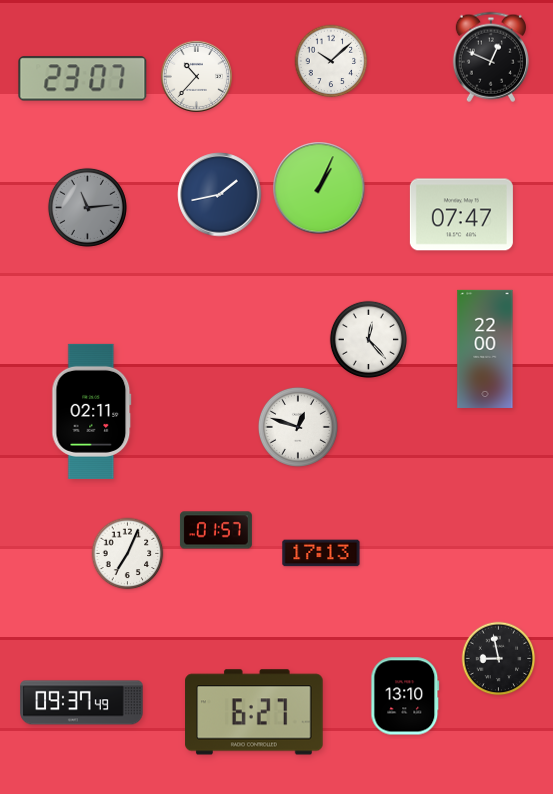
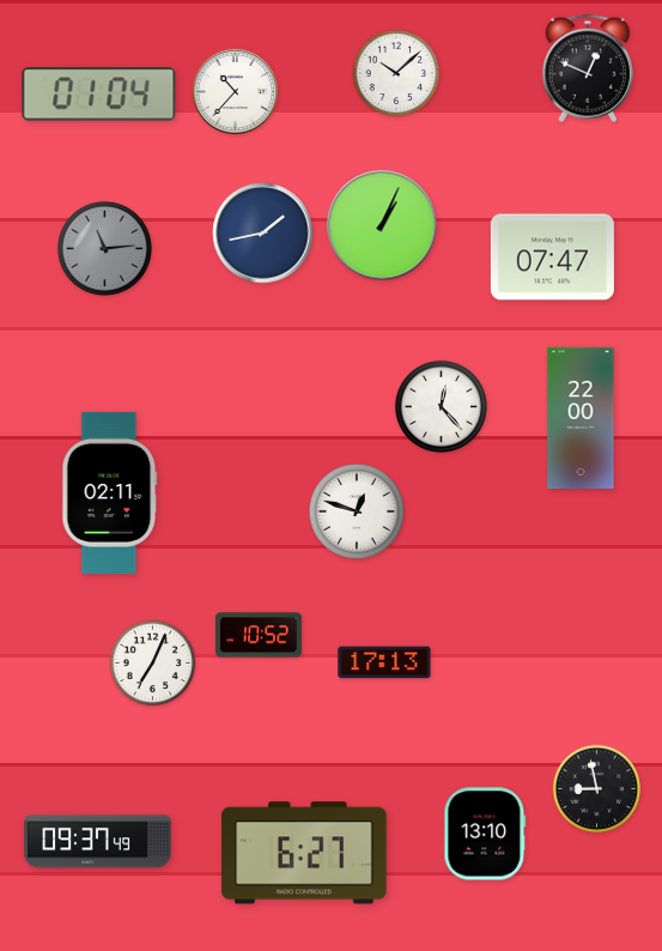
clock at (83, 79): 23:07 -> 01:04
clock at (216, 530): 01:57 -> 10:52
